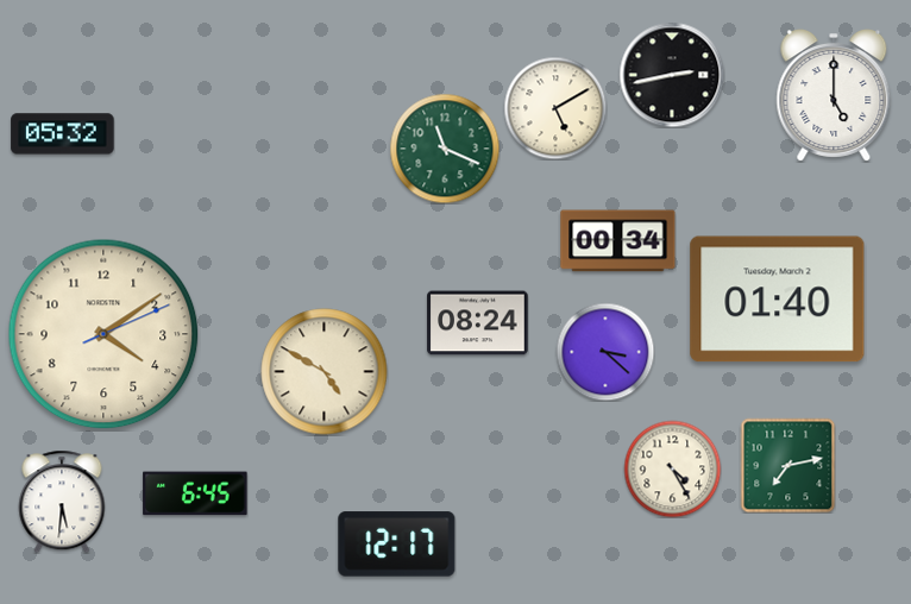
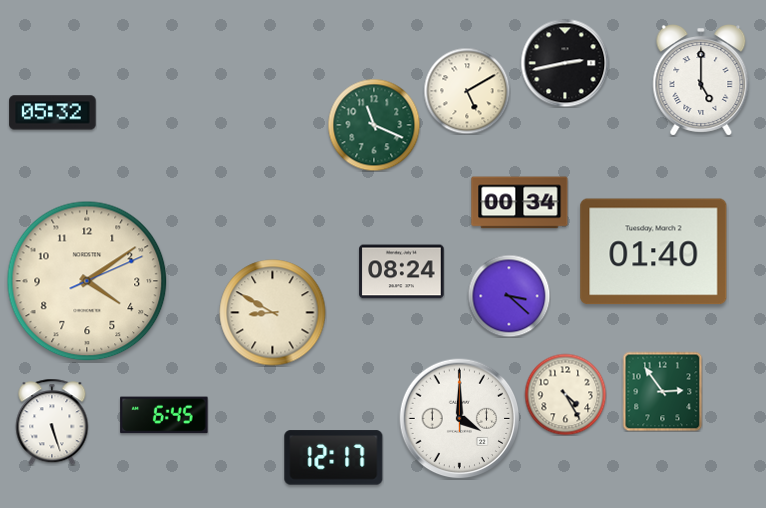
clock at (325, 372): 4:50 -> 8:50
clock at (787, 465): 7:13 -> 2:54
clock at (460, 419): none -> 4:00
clock at (62, 502): 5:31 -> 5:27
